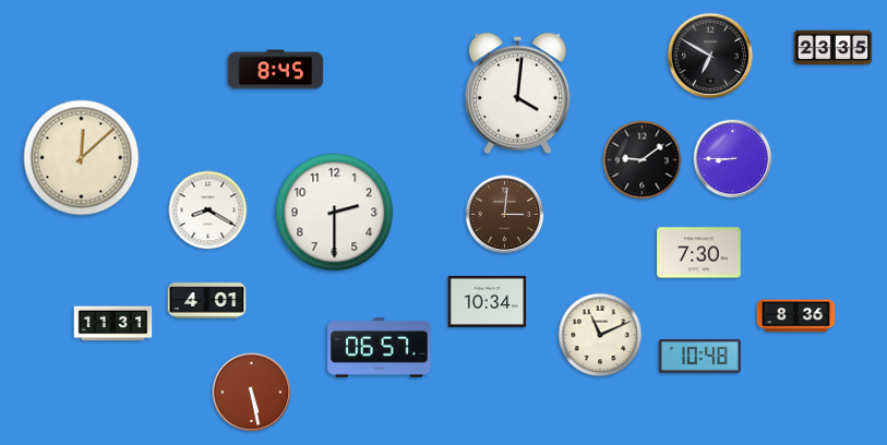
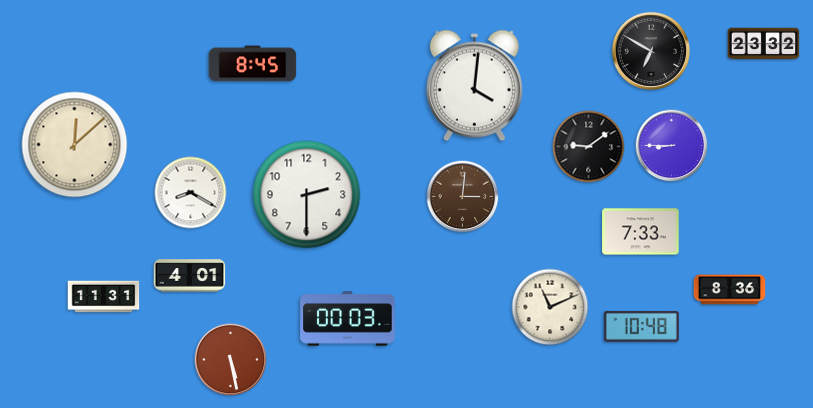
clock at (834, 48): 23:35 -> 23:32
clock at (699, 253): 7:30 -> 7:33
clock at (488, 301): 10:34 -> none
clock at (380, 348): 06:57 -> 00:03
